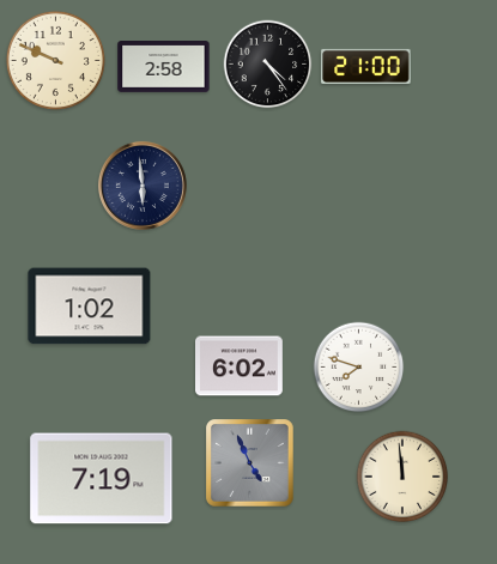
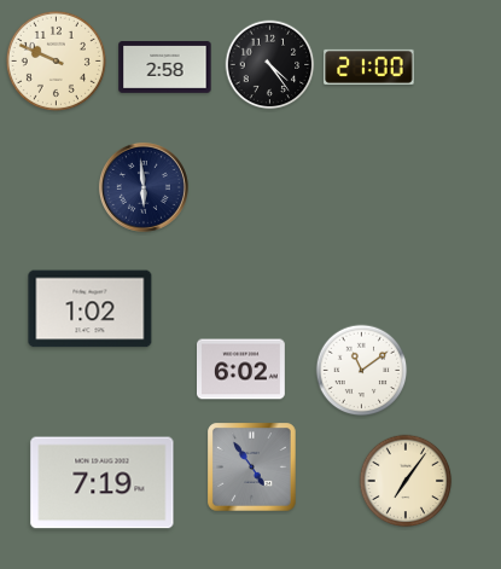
clock at (359, 368): 7:48 -> 11:09
clock at (250, 463): 4:56 -> 4:54
clock at (402, 477): 11:59 -> 7:06
